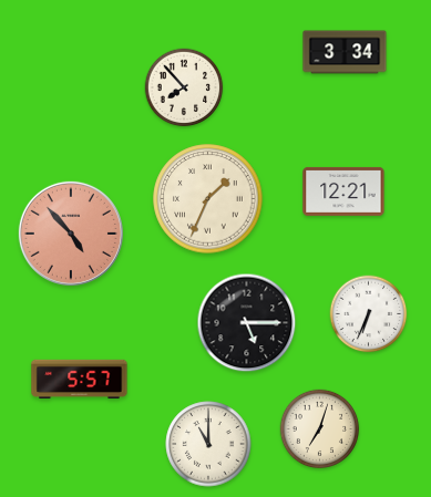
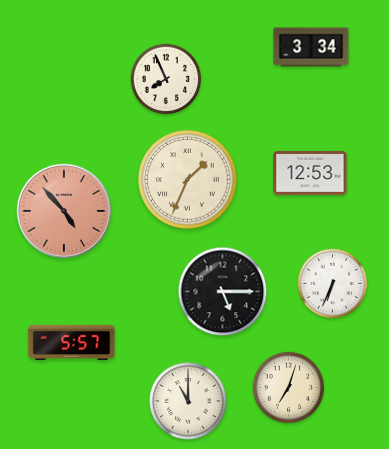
clock at (184, 87): 7:53 -> 7:56
clock at (343, 191): 12:21 -> 12:53
